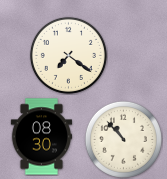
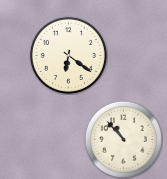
clock at (68, 55): 7:21 -> 6:21
clock at (41, 137): 08:30 -> none
